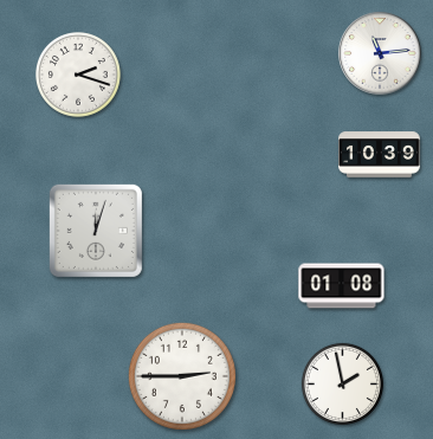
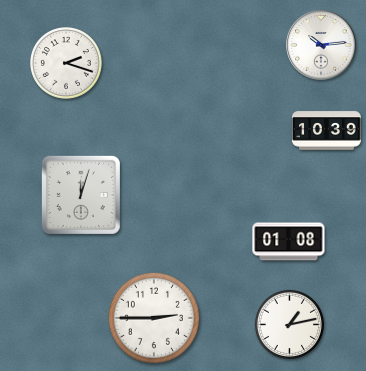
clock at (380, 53): 11:14 -> 10:14
clock at (380, 155) position: (380, 155) -> (327, 131)
clock at (342, 383): 1:58 -> 1:13
